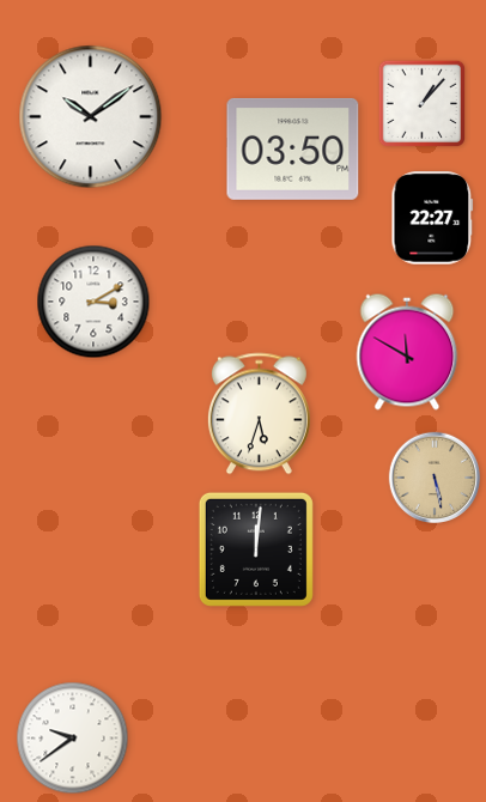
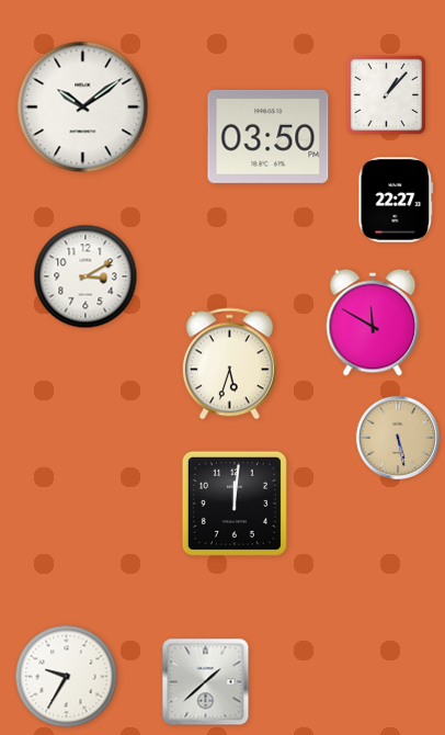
clock at (259, 414) position: (259, 414) -> (229, 364)
clock at (73, 739): 9:39 -> 9:35
clock at (206, 682): none -> 1:38
